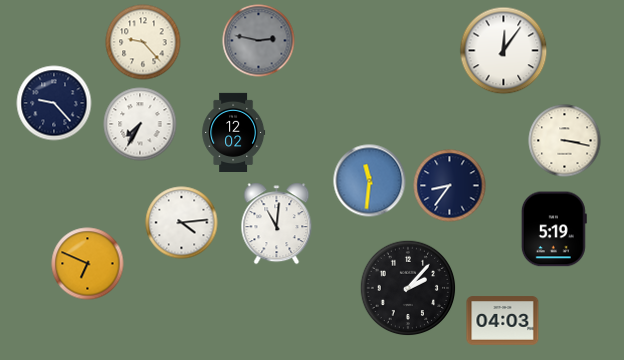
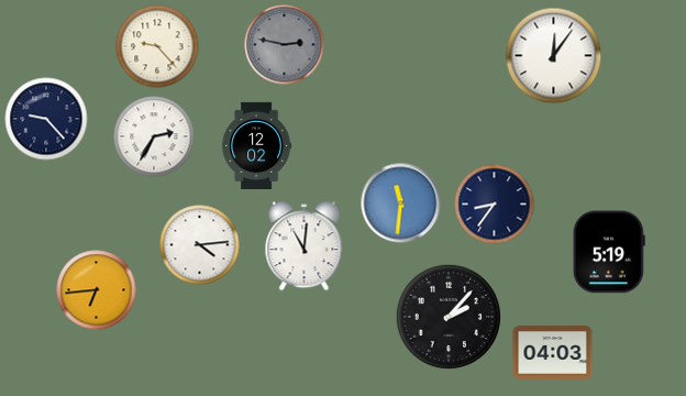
clock at (54, 103) position: (54, 103) -> (46, 119)
clock at (140, 124): 7:35 -> 2:35
clock at (565, 141): 3:17 -> none
clock at (370, 181) position: (370, 181) -> (401, 204)
clock at (88, 264): 6:49 -> 6:44
